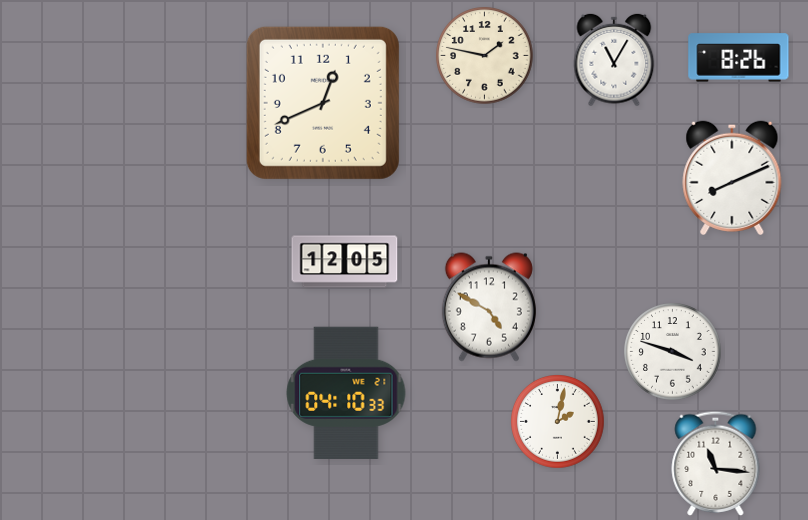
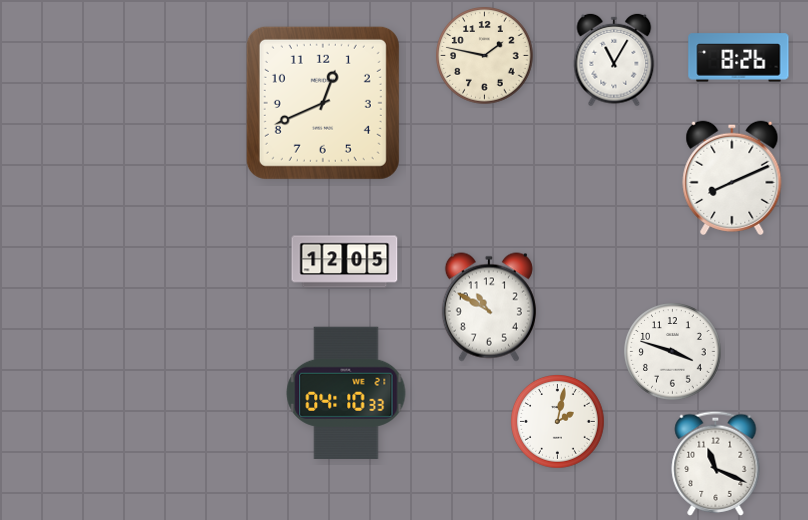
clock at (489, 307): 4:50 -> 10:50
clock at (716, 463): 11:16 -> 11:19
